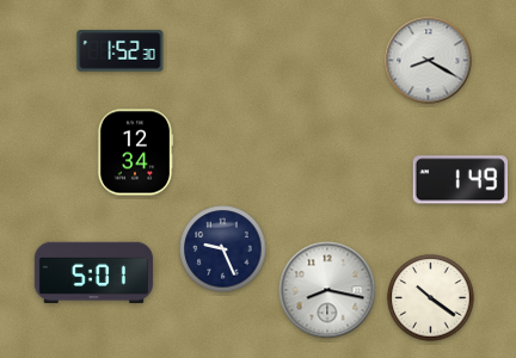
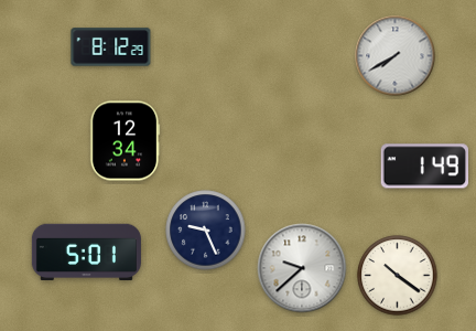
clock at (121, 51): 1:52 -> 8:12
clock at (429, 61): 8:20 -> 7:40
clock at (327, 290): 8:17 -> 9:38
